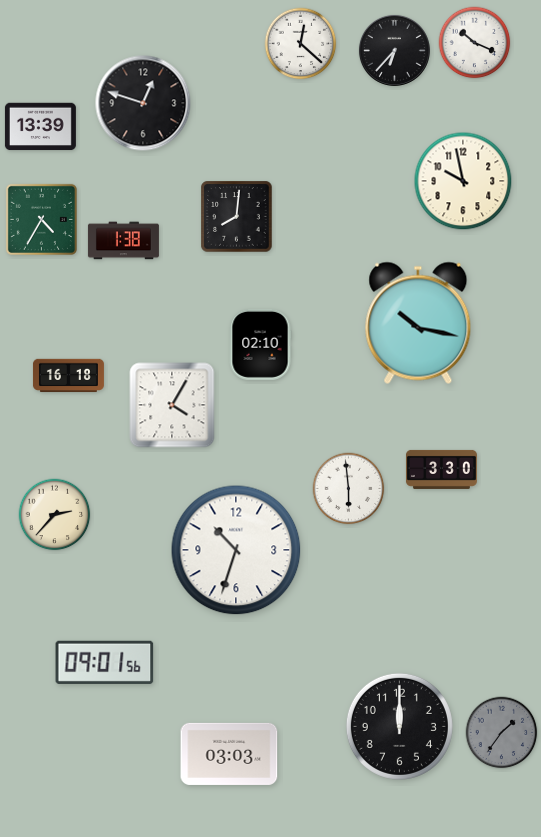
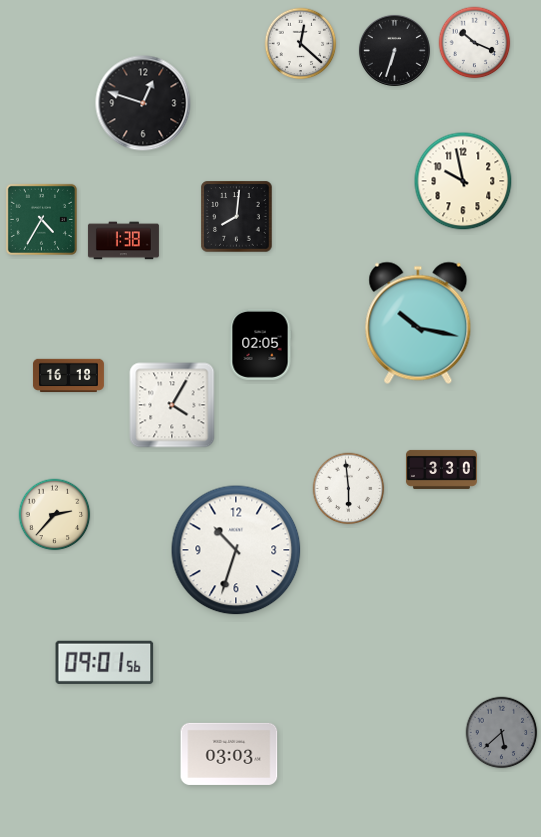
clock at (394, 50): 6:37 -> 6:33
clock at (40, 127): 13:39 -> none
clock at (260, 344): 02:10 -> 02:05
clock at (399, 726): 12:00 -> none
clock at (502, 733): 1:36 -> 5:38
